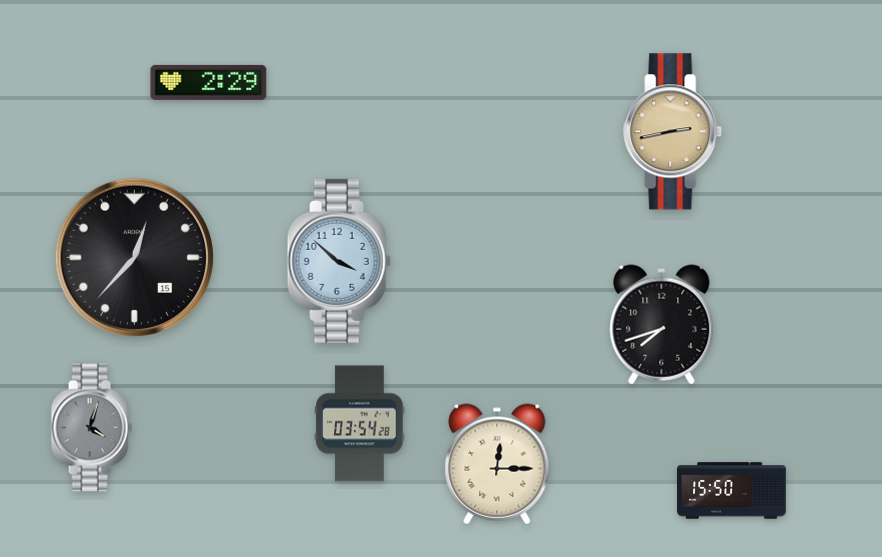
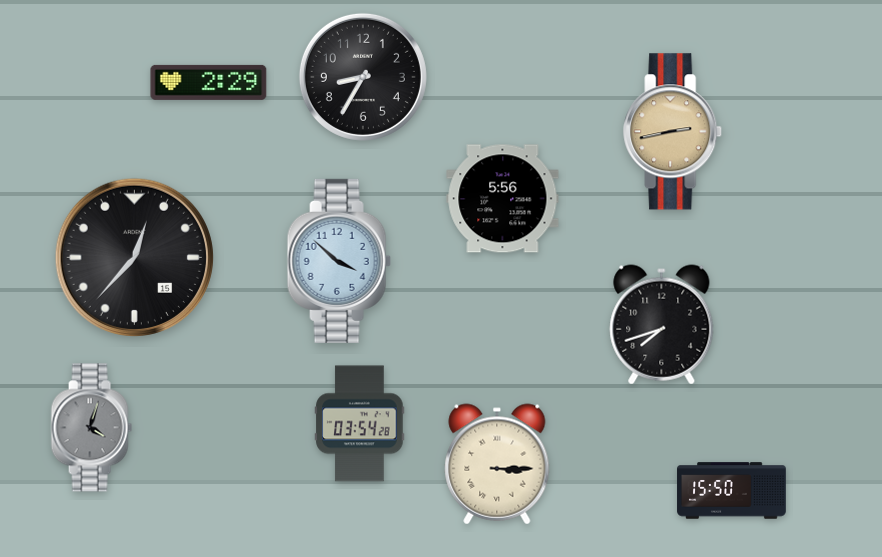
clock at (363, 77): none -> 8:35
clock at (503, 199): none -> 5:56
clock at (497, 464): 12:15 -> 3:15
